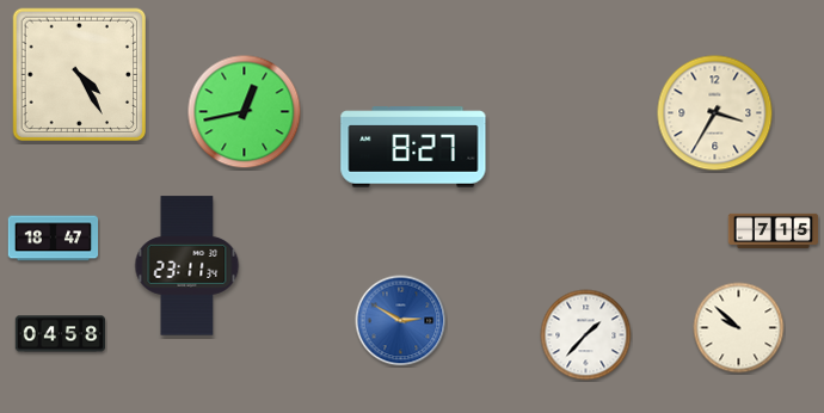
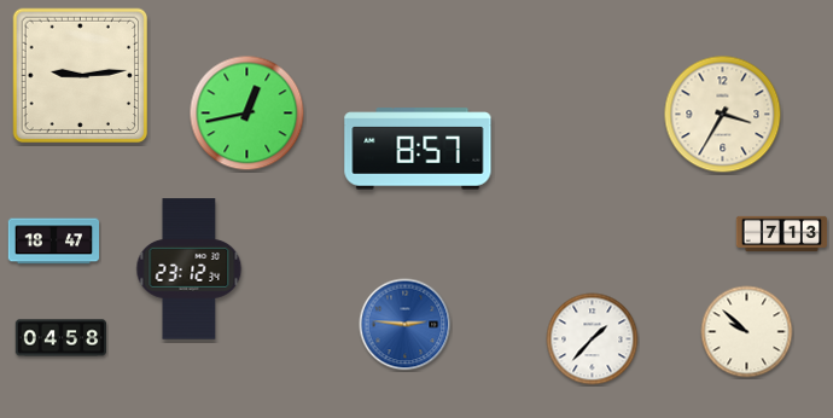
clock at (80, 75): 4:25 -> 9:14
clock at (413, 147): 8:27 -> 8:57
clock at (774, 230): 7:15 -> 7:13
clock at (187, 266): 23:11 -> 23:12
clock at (401, 321): 2:50 -> 2:46
